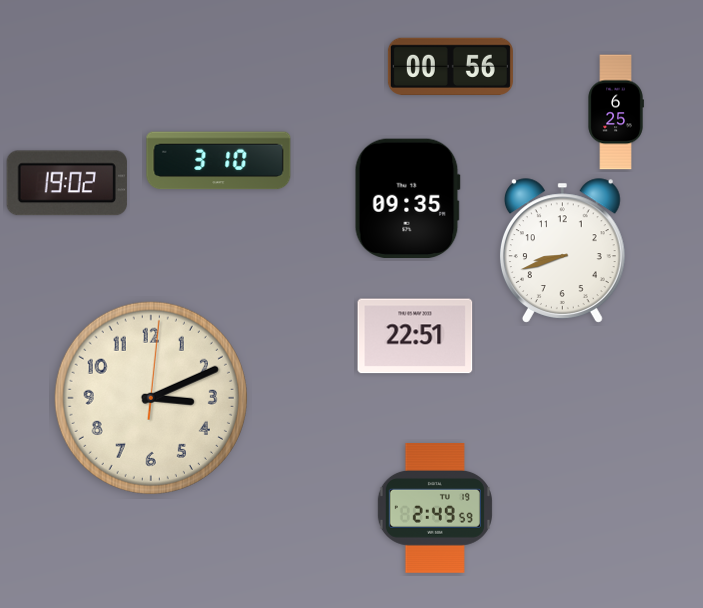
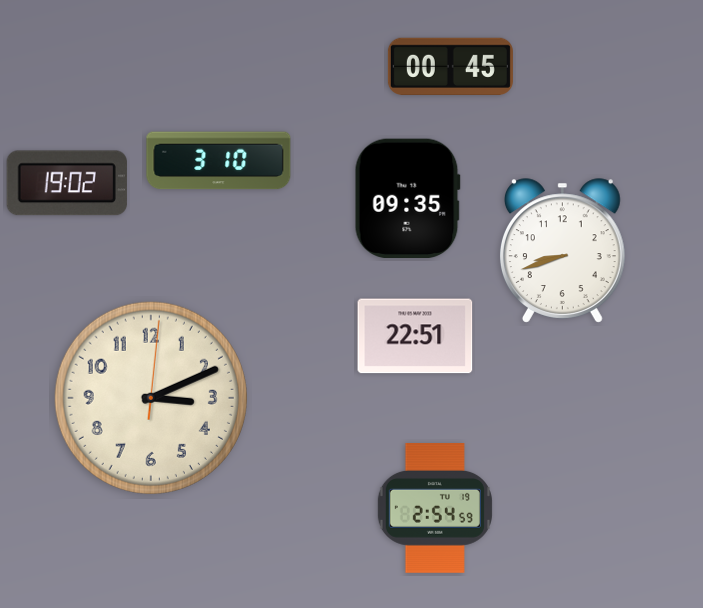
clock at (450, 66): 00:56 -> 00:45
clock at (616, 112): 6:25 -> none
clock at (435, 509): 2:49 -> 2:54
